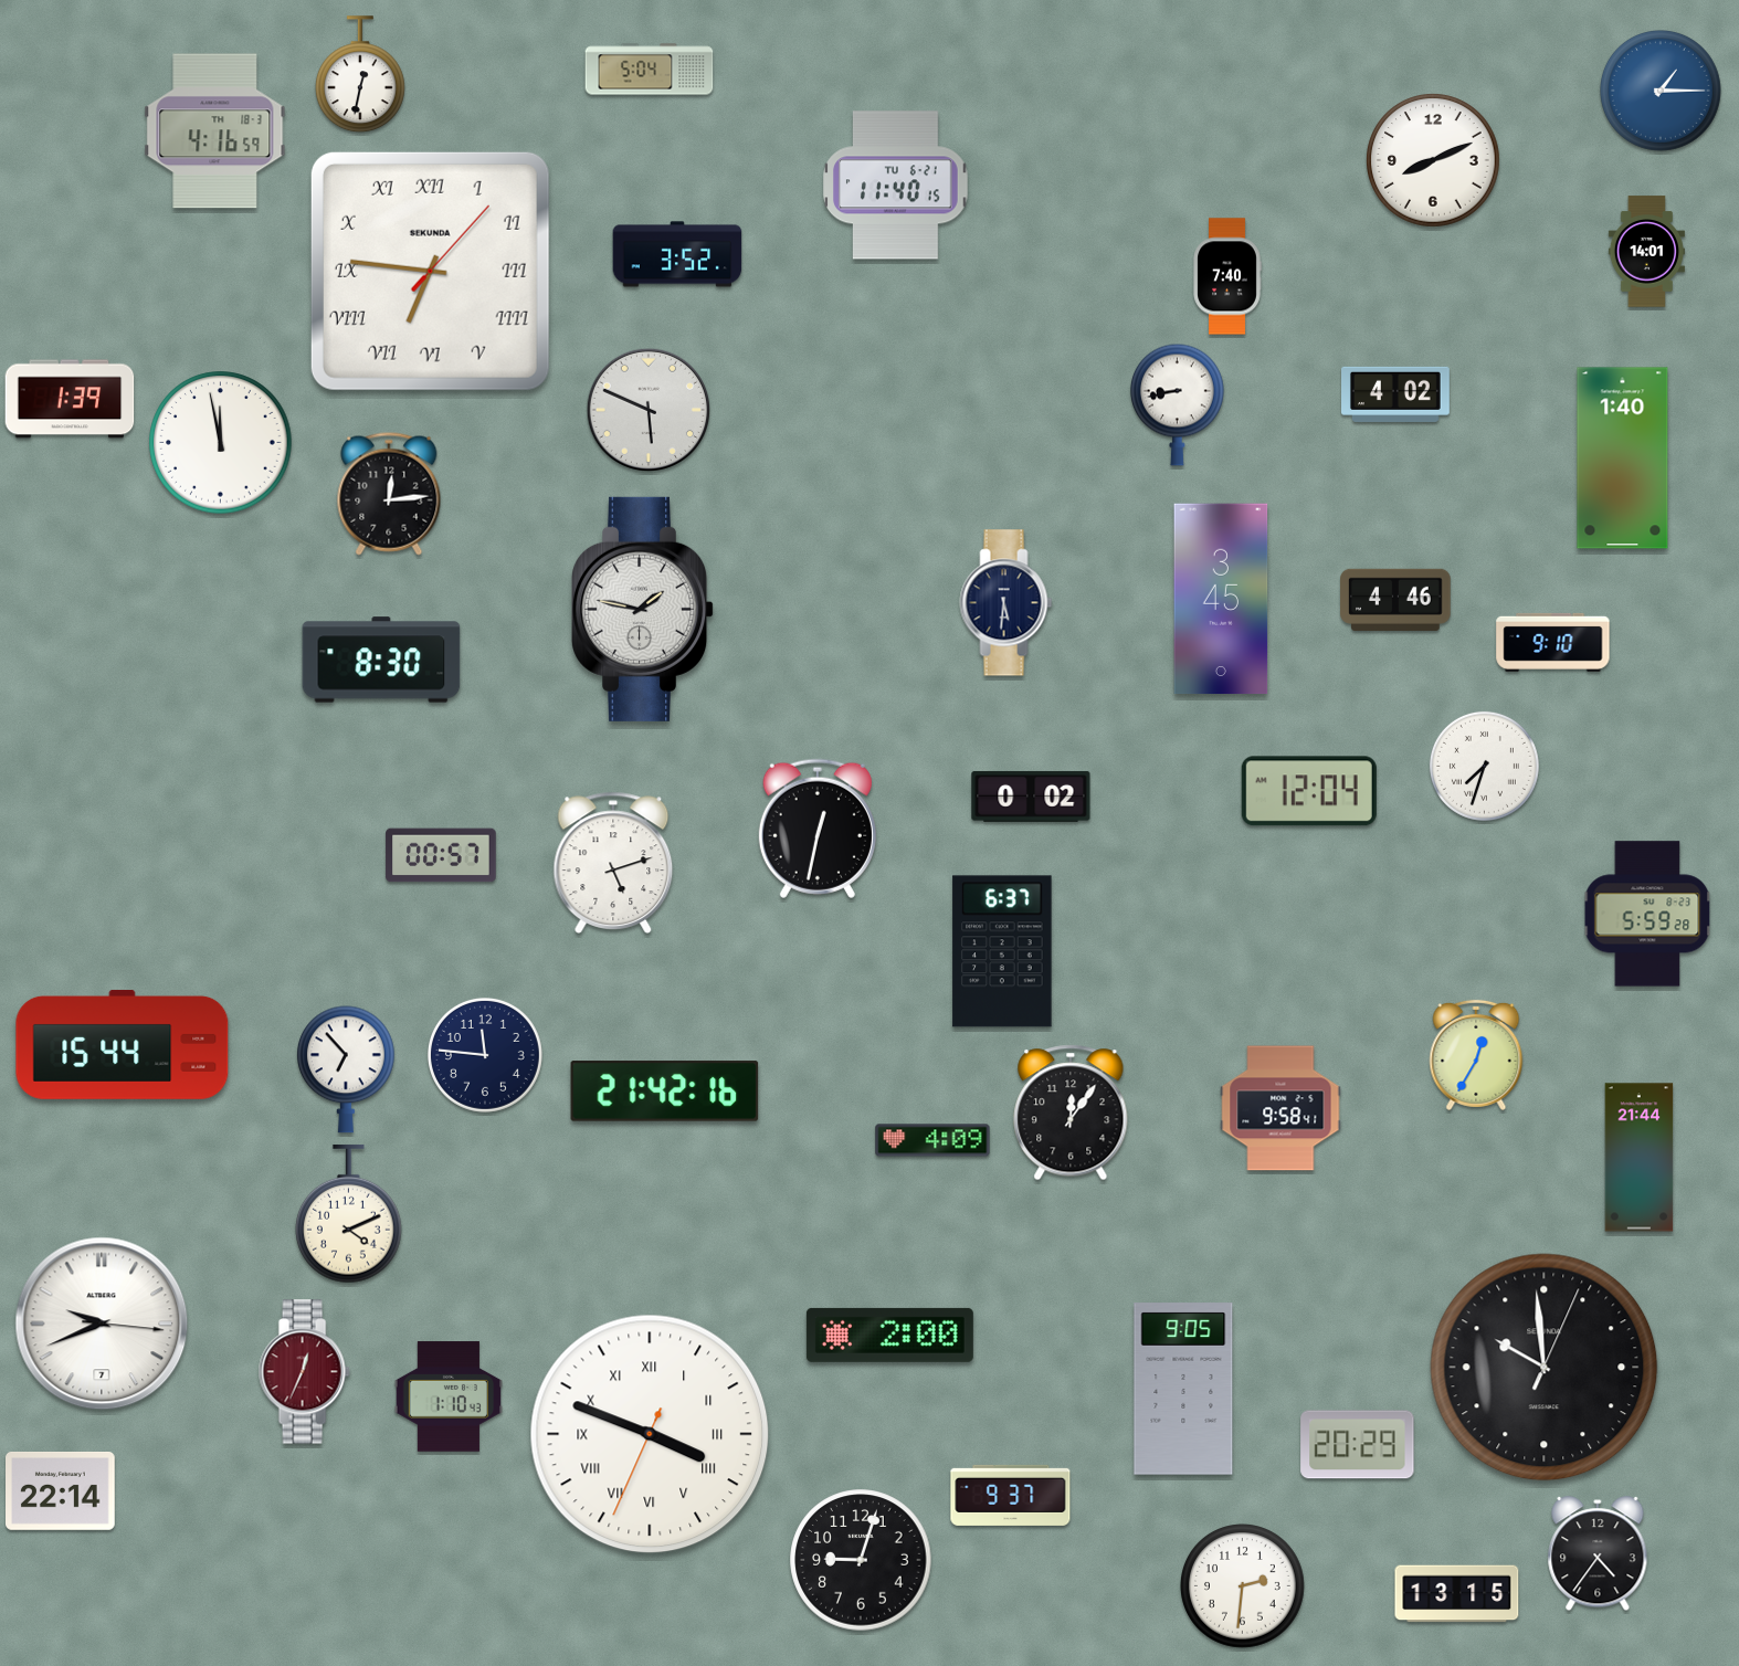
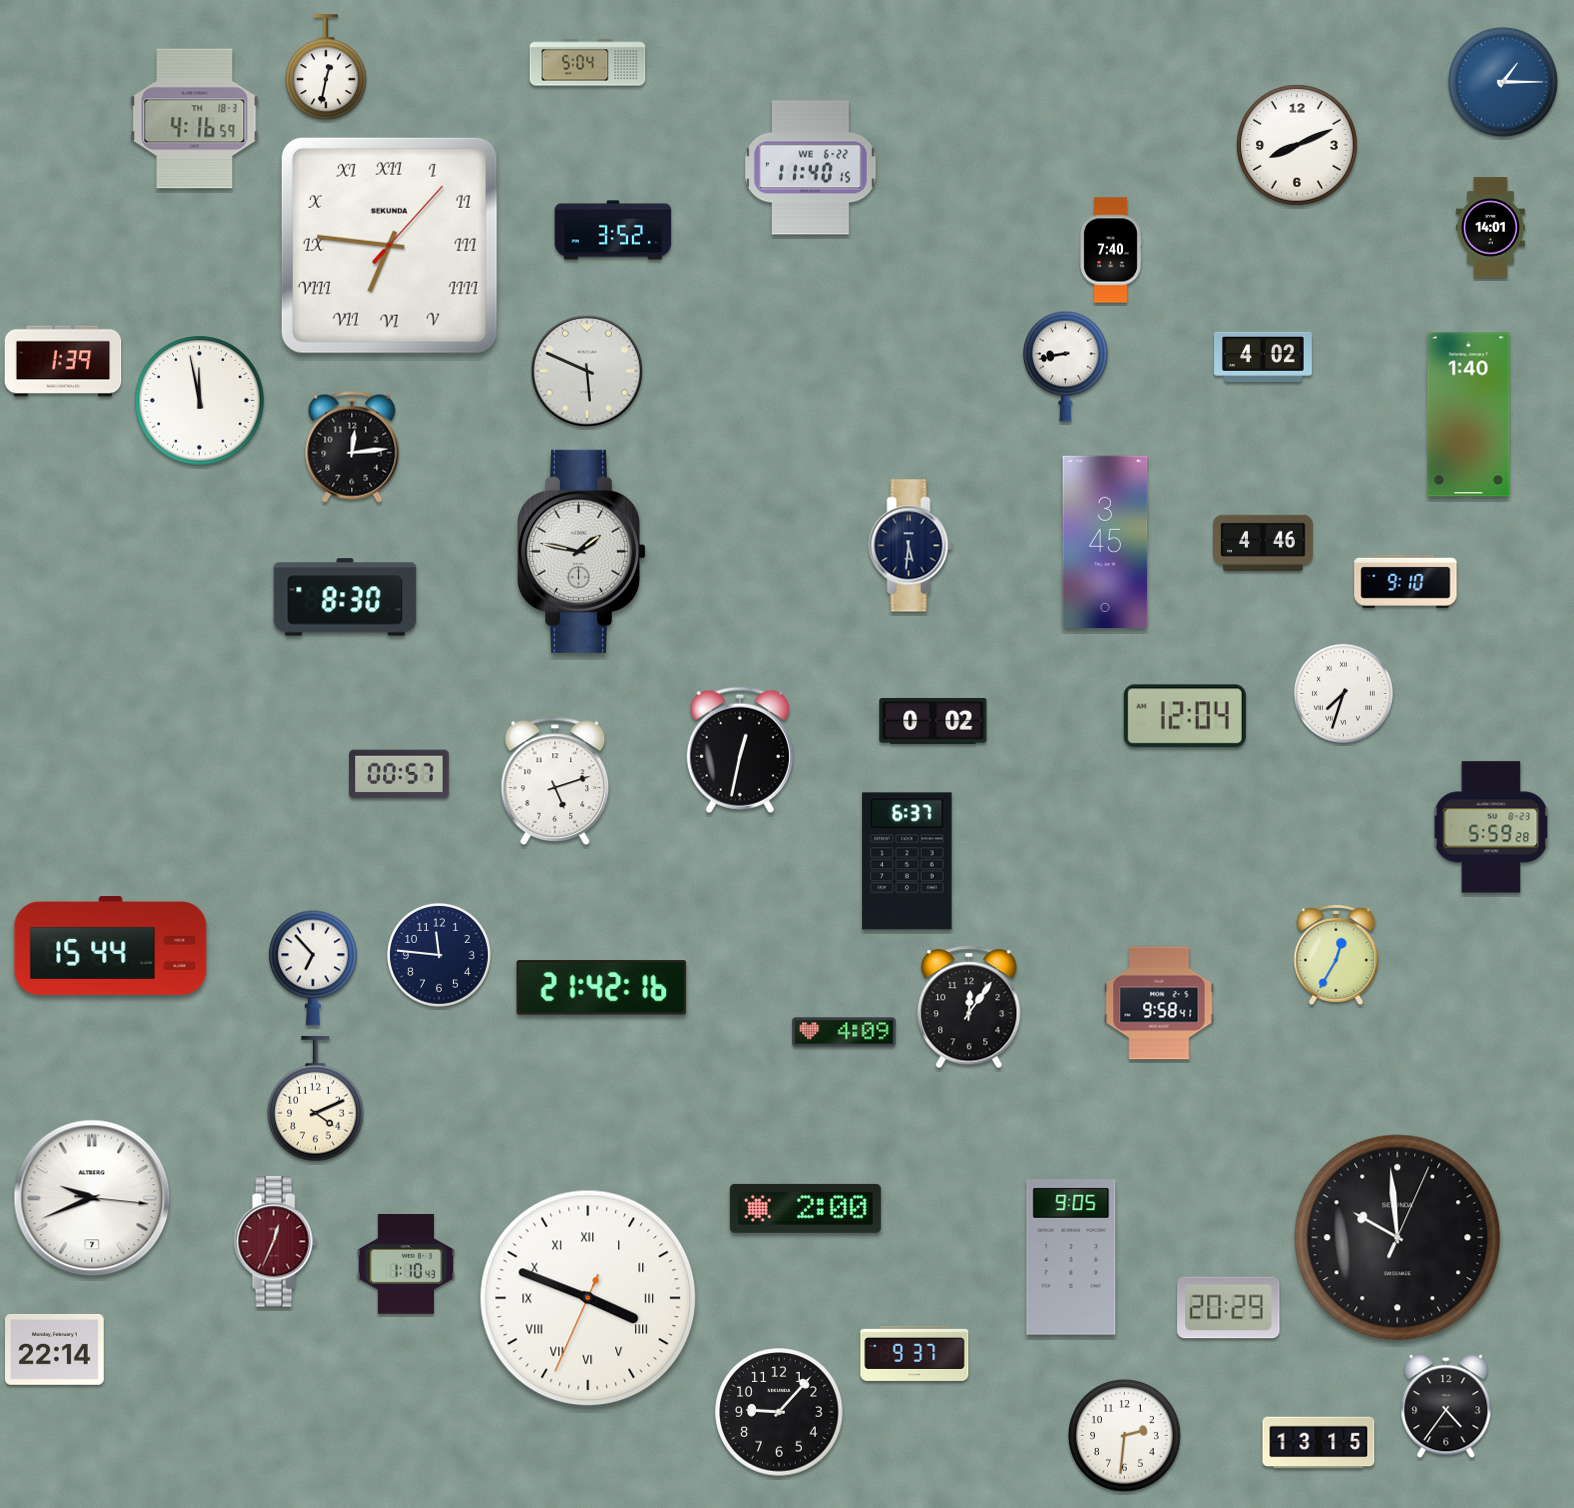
clock at (896, 186) date: TU 6-21 -> WE 6-22
clock at (1640, 1158): 21:44 -> none
clock at (861, 1560): 9:03 -> 9:07
